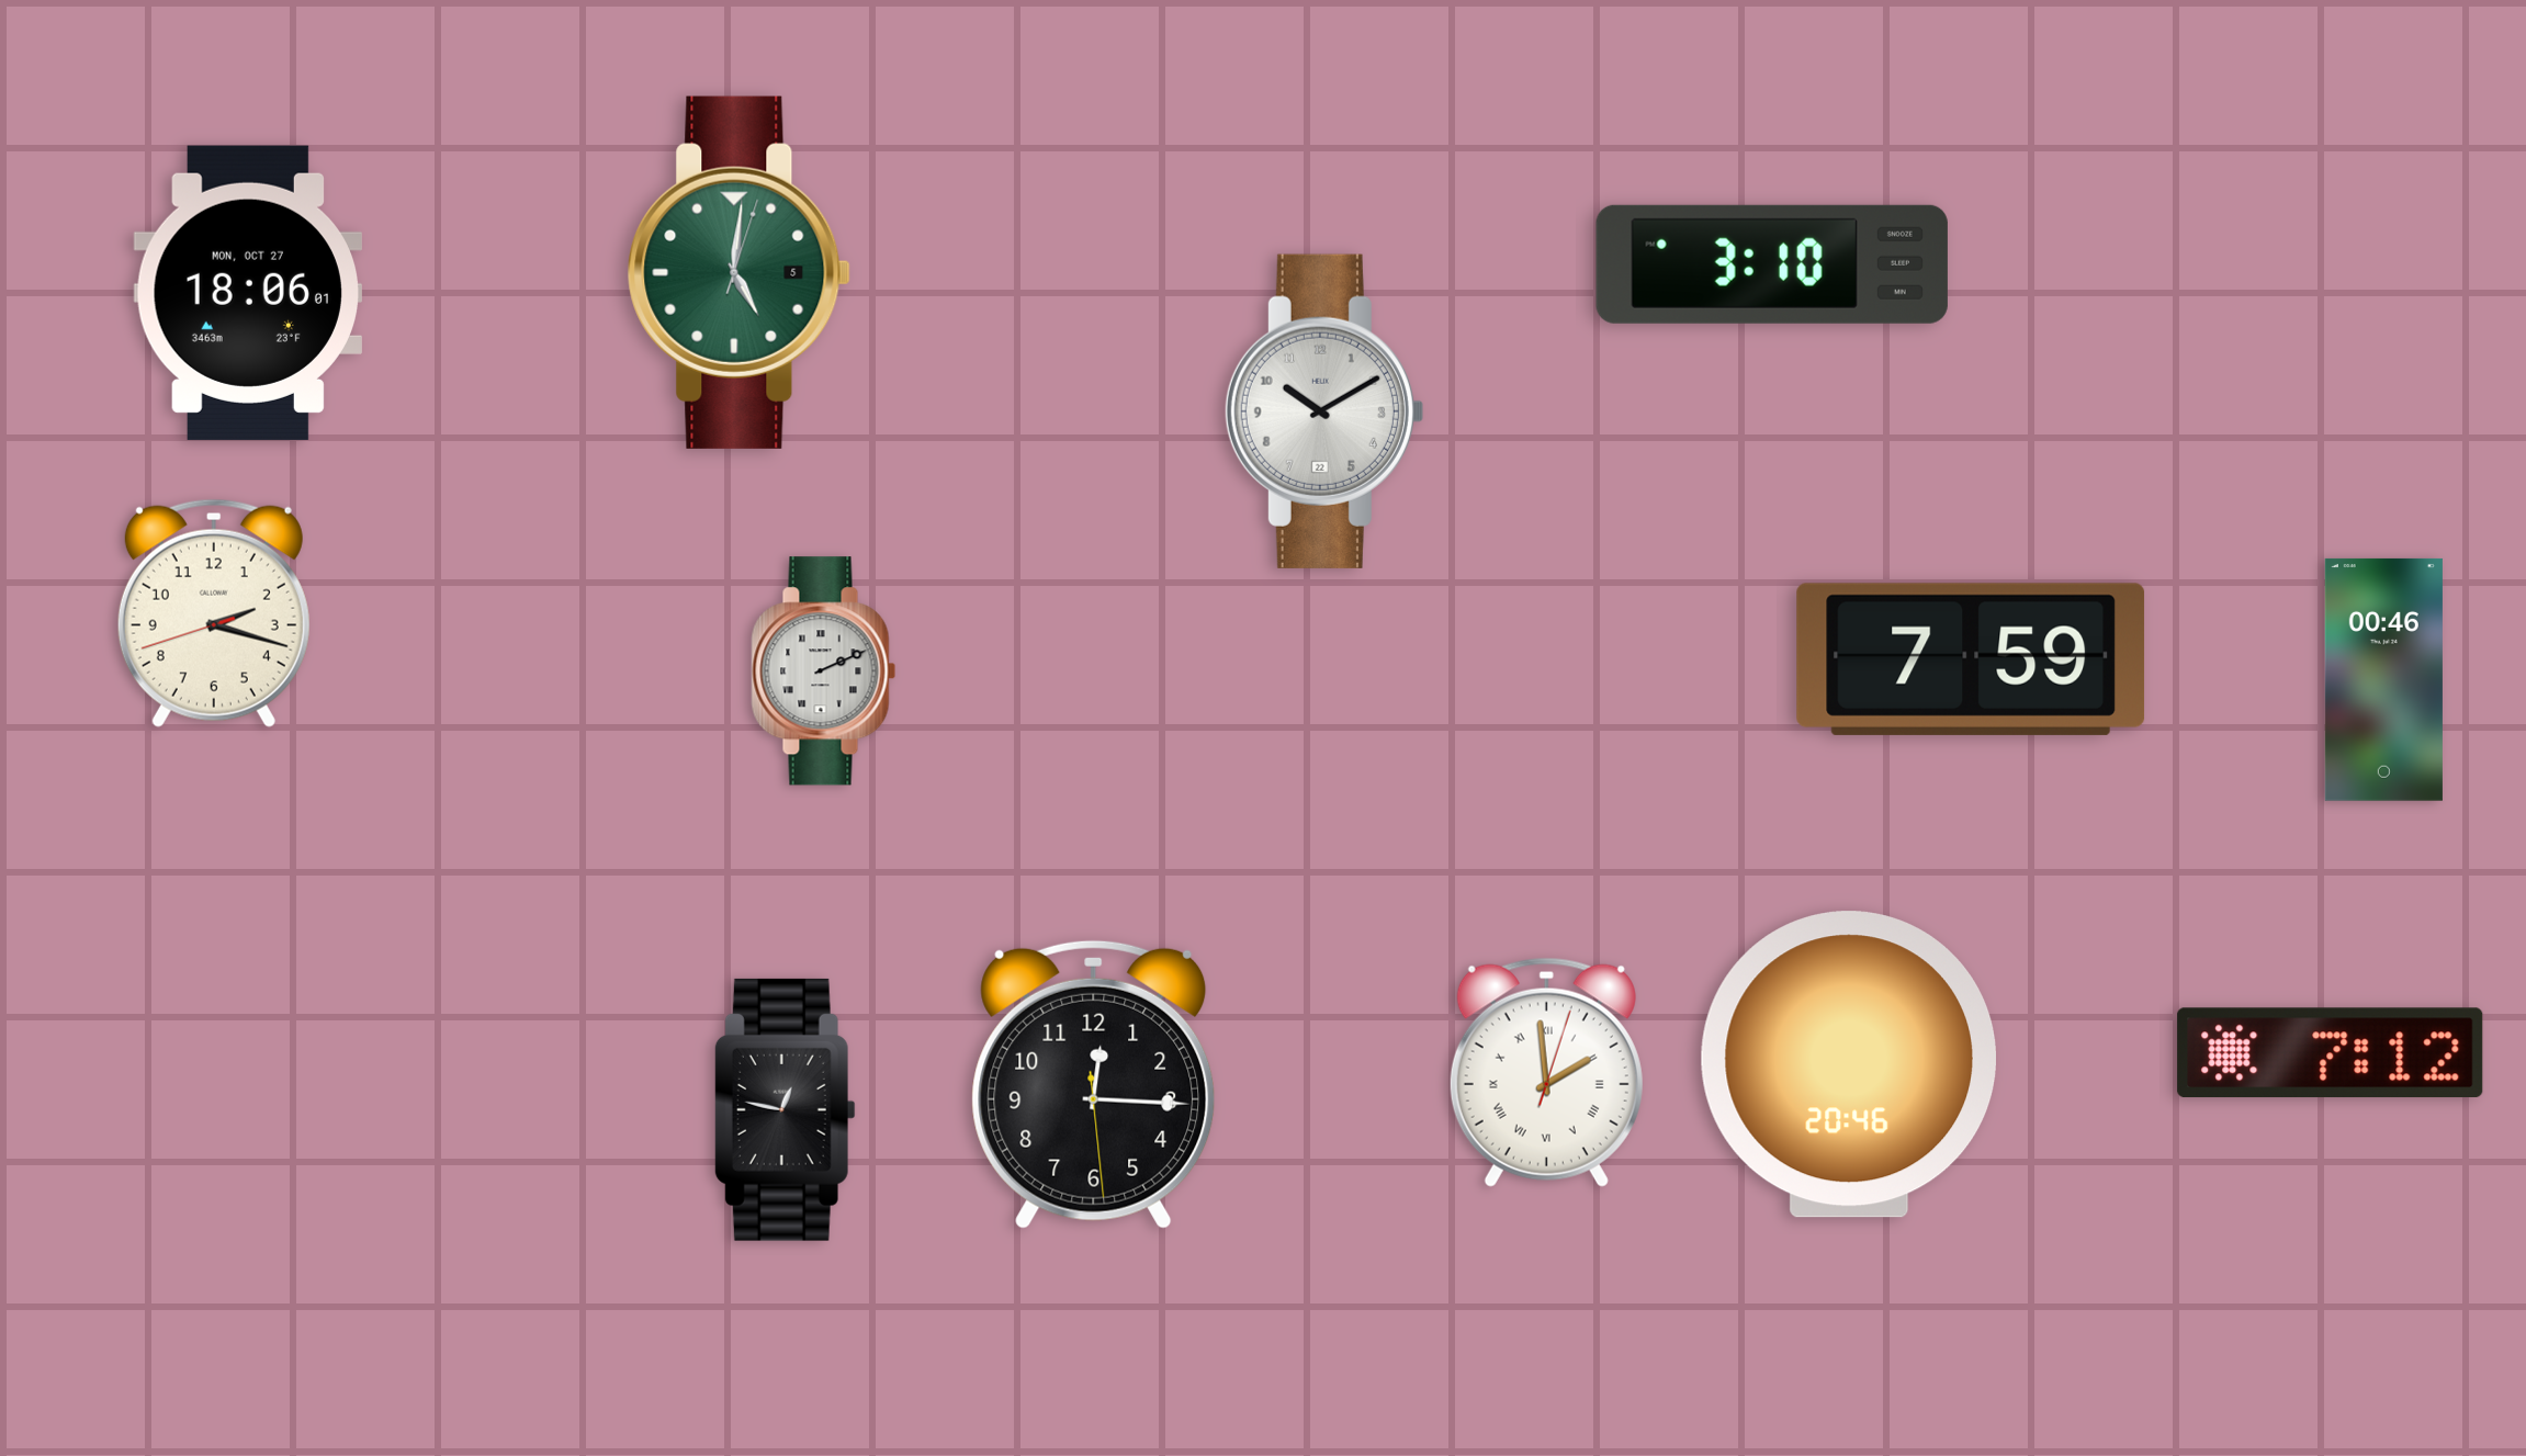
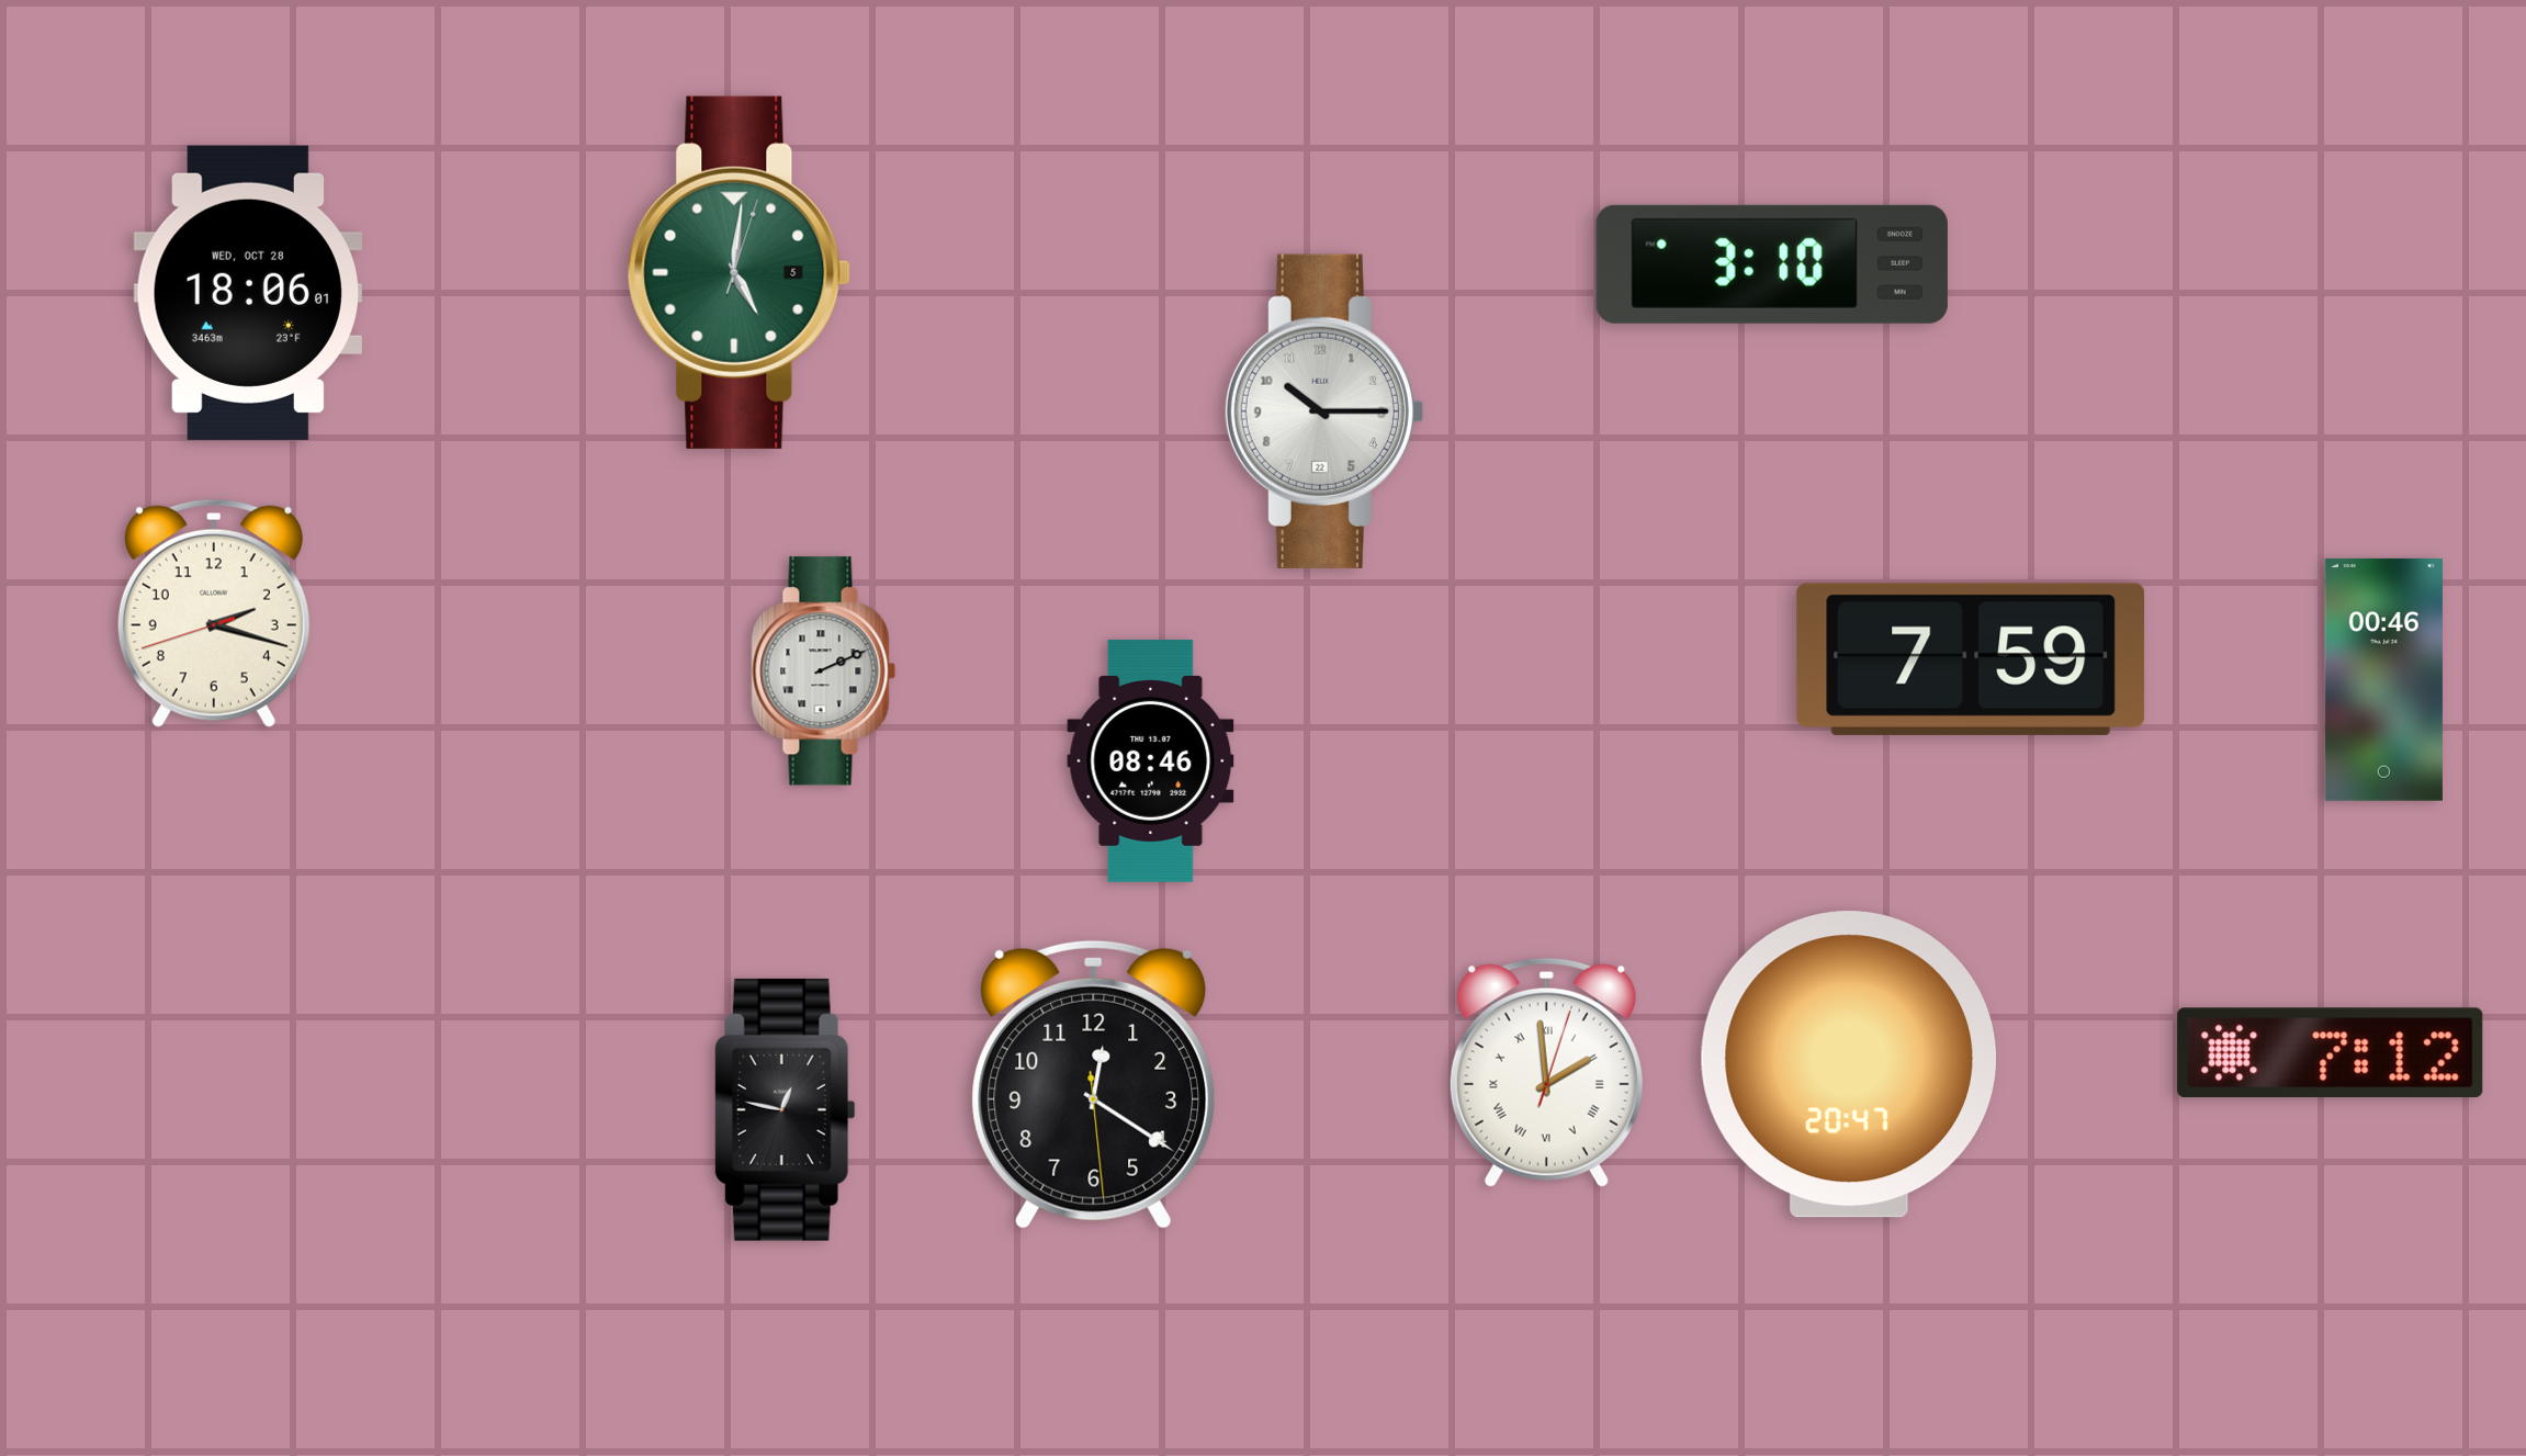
clock at (247, 293) date: MON, OCT 27 -> WED, OCT 28
clock at (1323, 411): 10:10 -> 10:15
clock at (1151, 760): none -> 08:46
clock at (1849, 1064): 20:46 -> 20:47
clock at (1094, 1084): 12:15 -> 12:20
